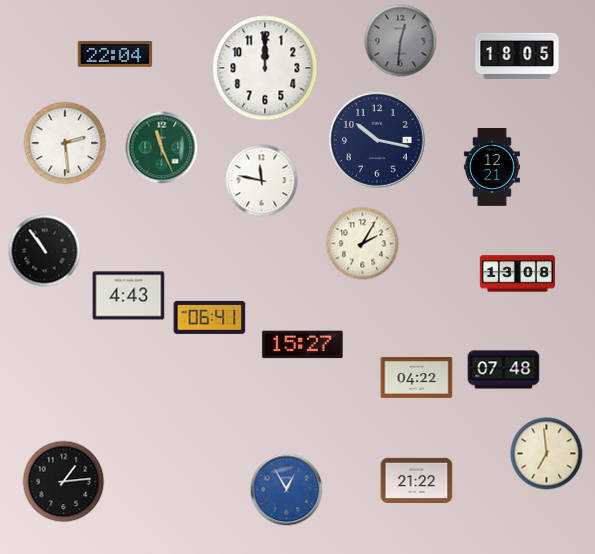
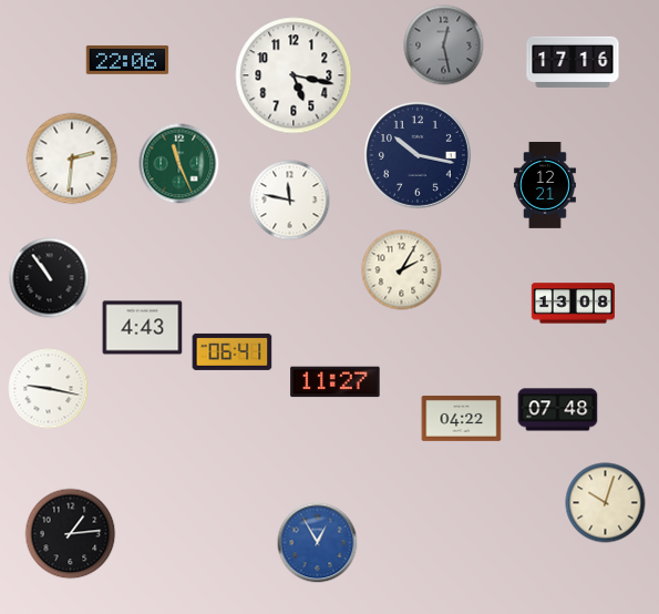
clock at (401, 41): 12:31 -> 12:28
clock at (115, 54): 22:04 -> 22:06
clock at (517, 56): 18:05 -> 17:16
clock at (265, 68): 12:00 -> 5:17
clock at (65, 143): 2:29 -> 2:31
clock at (303, 345): 15:27 -> 11:27
clock at (49, 389): none -> 9:17
clock at (547, 454): 6:59 -> 10:03
clock at (417, 480): 21:22 -> none
